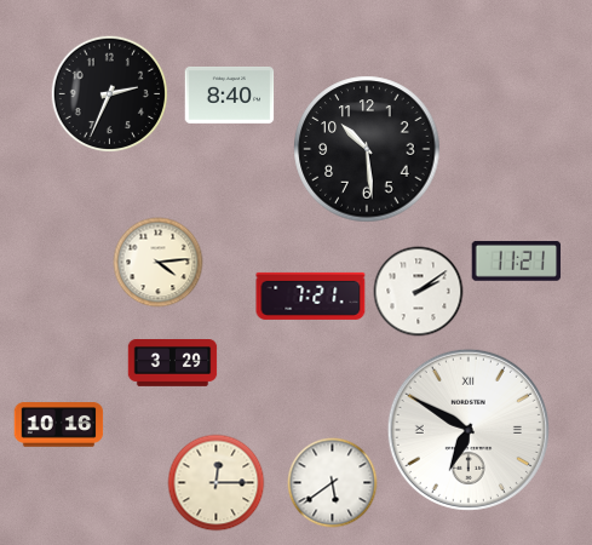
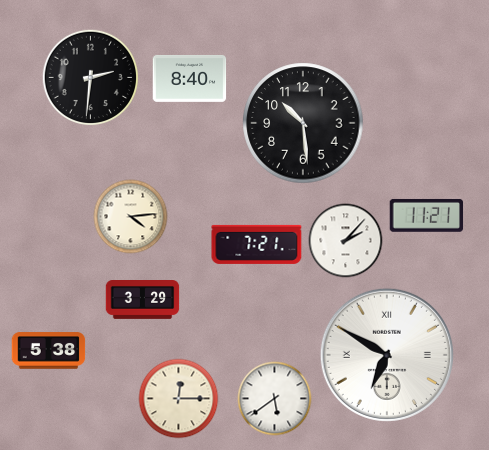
clock at (109, 93): 2:34 -> 2:31
clock at (419, 292): 2:09 -> 2:07
clock at (59, 425): 10:16 -> 5:38
